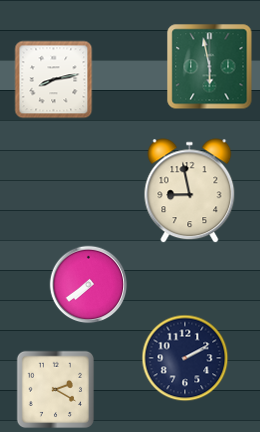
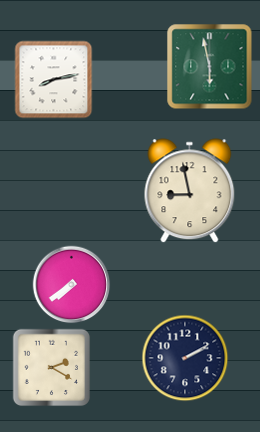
clock at (88, 284) position: (88, 284) -> (71, 284)
clock at (55, 389) position: (55, 389) -> (51, 367)
